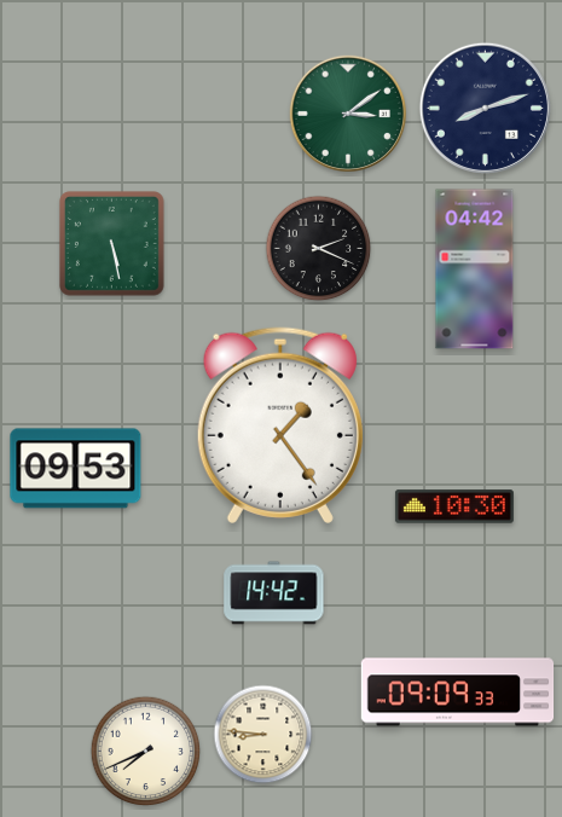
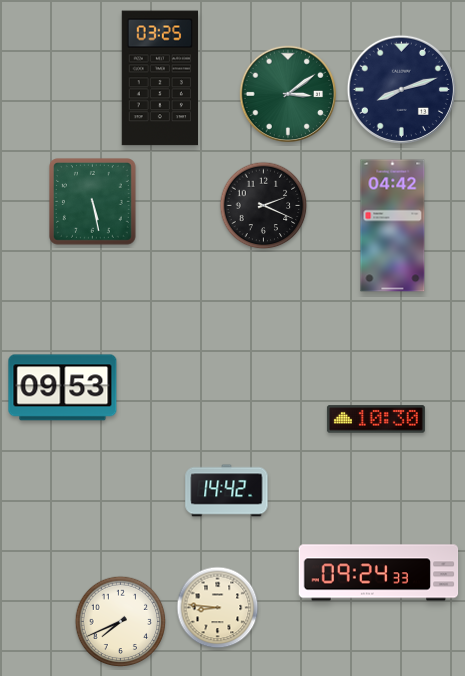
clock at (159, 78): none -> 03:25
clock at (475, 270) position: (475, 270) -> (393, 226)
clock at (280, 425): 1:24 -> none
clock at (458, 693): 09:09 -> 09:24
